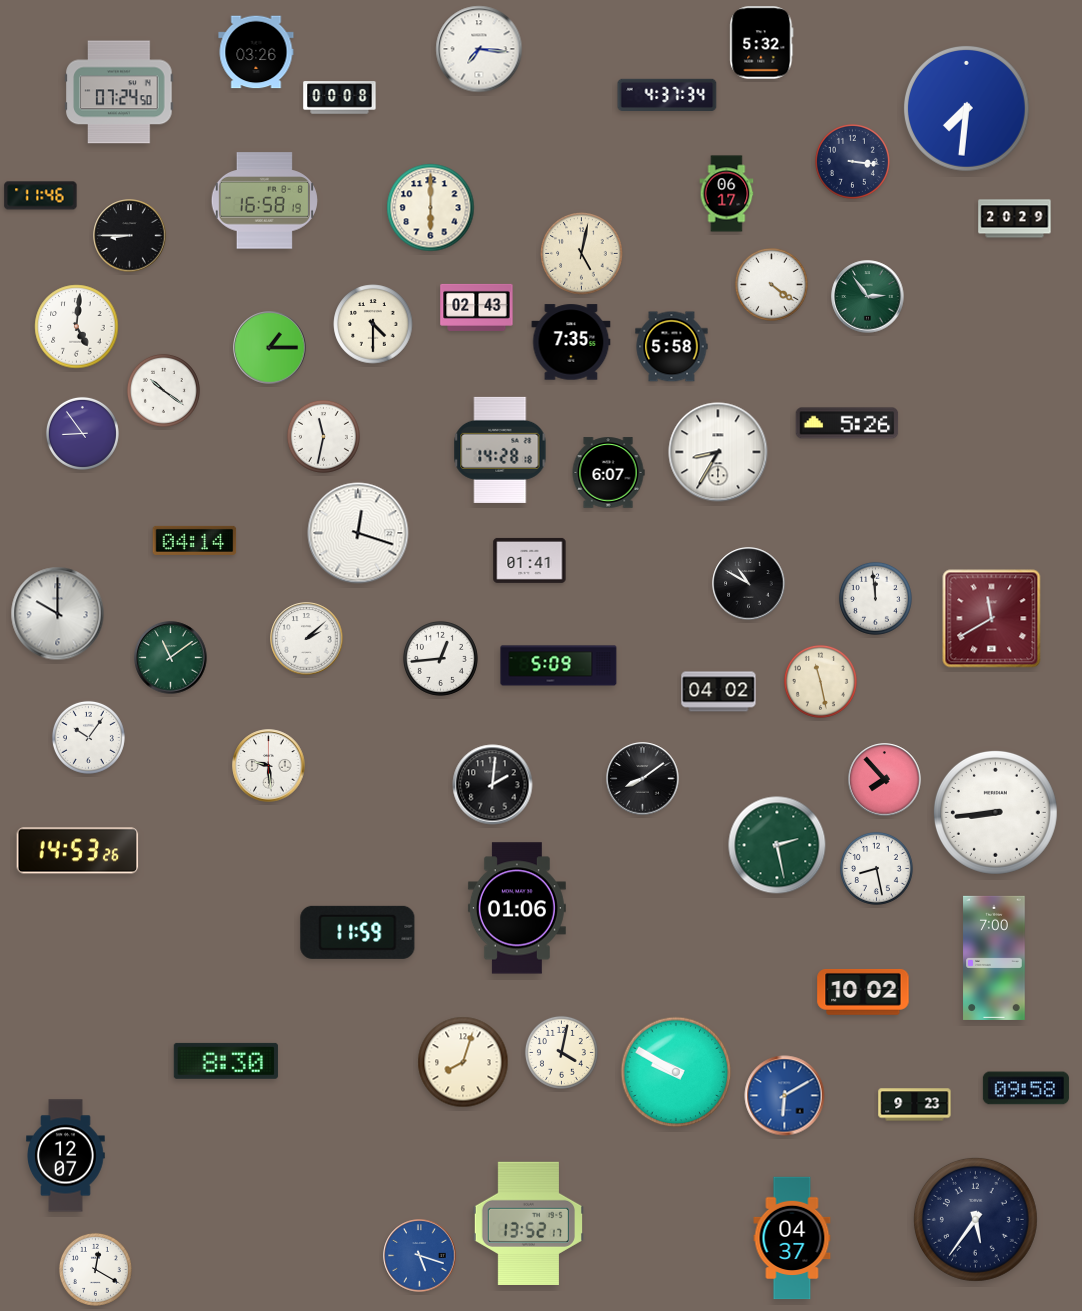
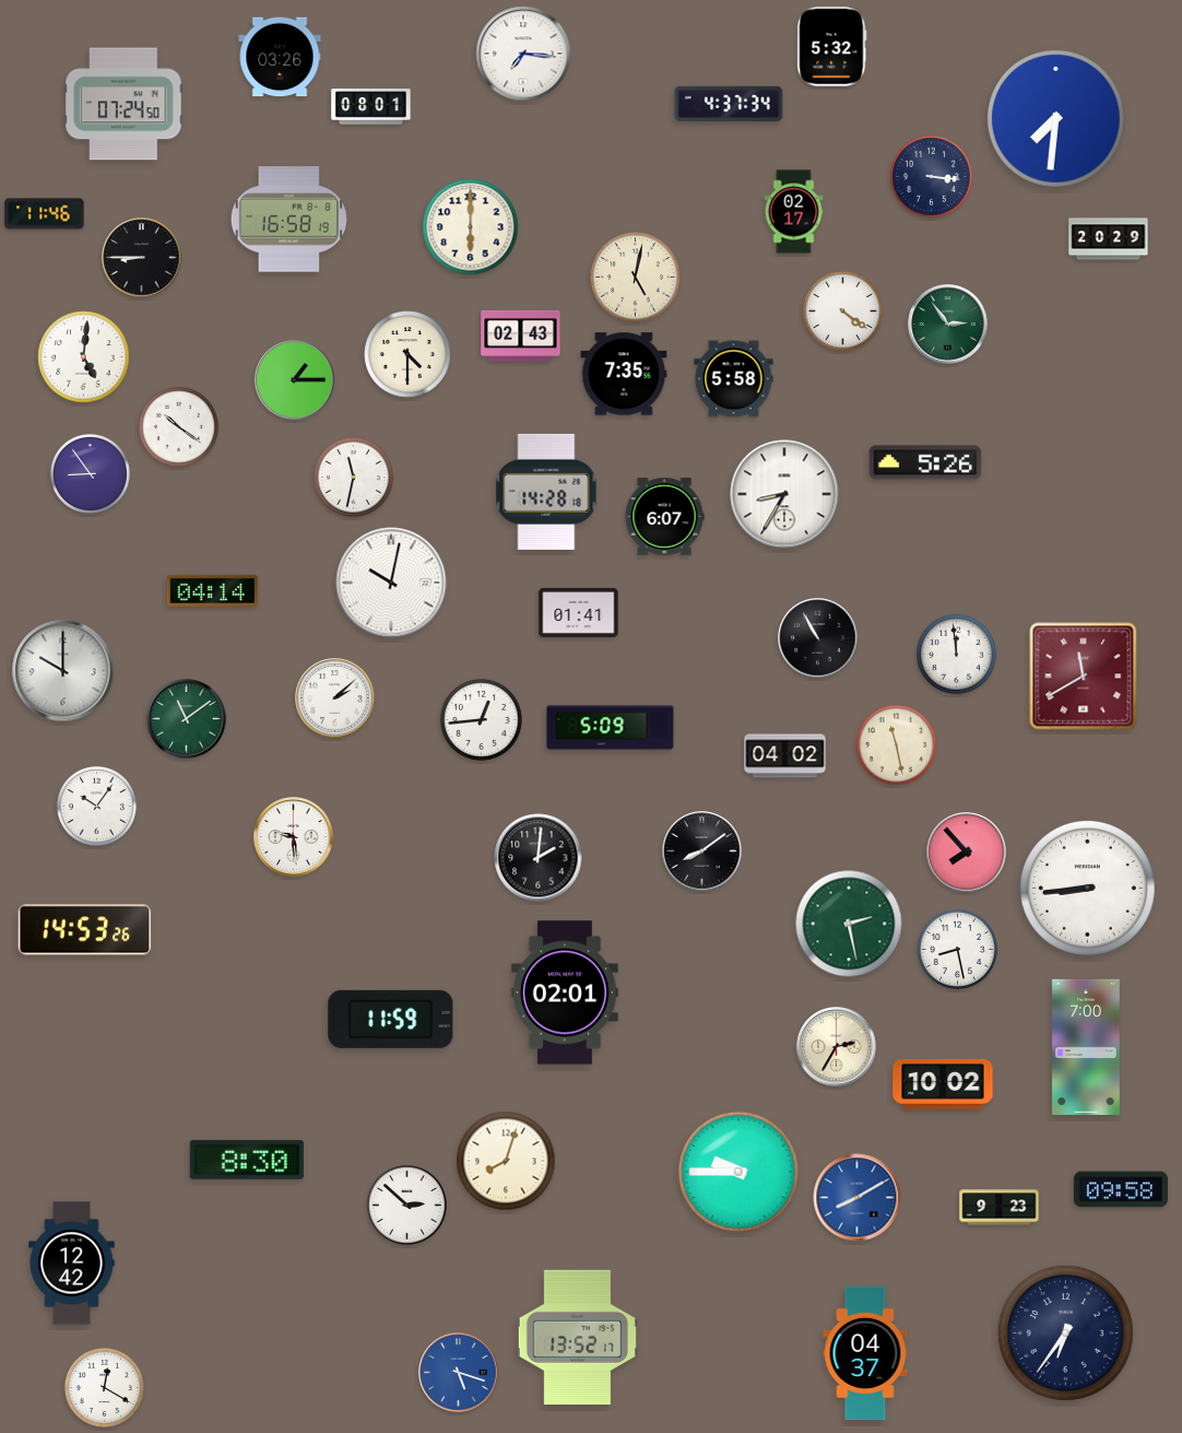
clock at (119, 92) position: (119, 92) -> (123, 104)
clock at (340, 98): 00:08 -> 08:01
clock at (727, 194): 06:17 -> 02:17
clock at (358, 533): 12:18 -> 10:02
clock at (749, 584): 10:50 -> 10:55
clock at (517, 908): 01:06 -> 02:01
clock at (837, 1047): none -> 2:35
clock at (561, 1052): 4:02 -> none
clock at (676, 1072): 9:50 -> 9:45
clock at (785, 1096): 6:10 -> 8:10
clock at (406, 1205): none -> 2:52
clock at (66, 1156): 12:07 -> 12:42
clock at (975, 1219): 5:36 -> 6:36
